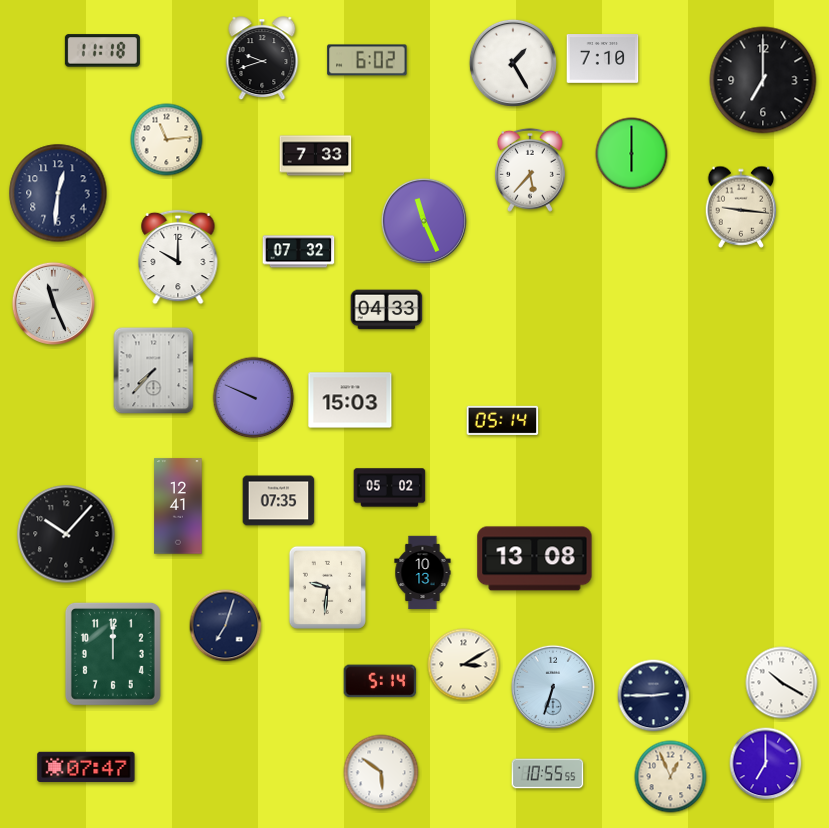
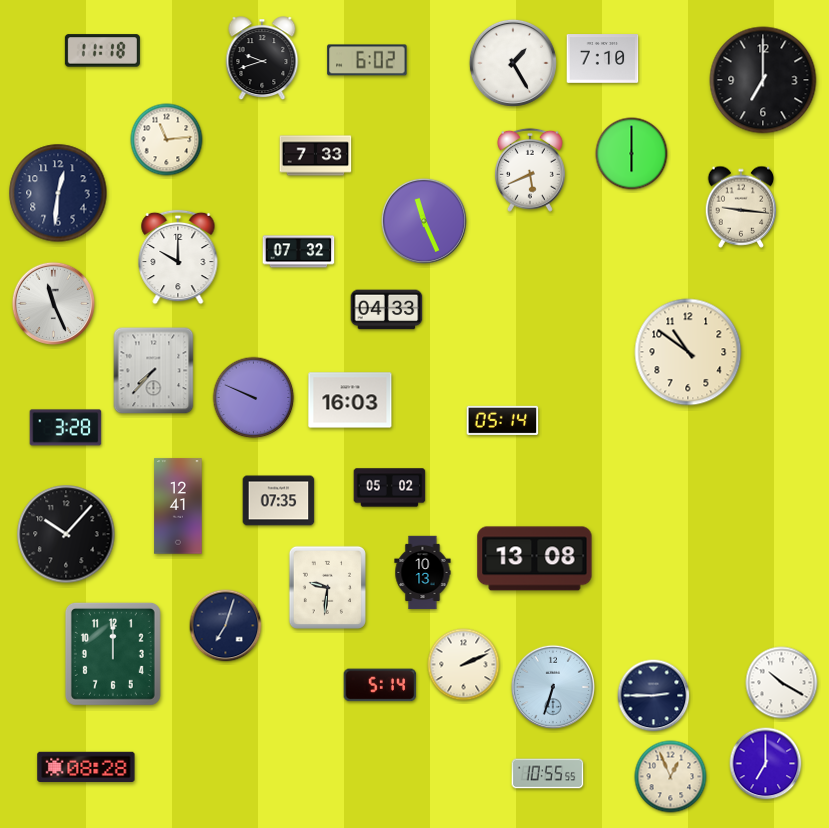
clock at (530, 170): 5:37 -> 5:41
clock at (688, 352): none -> 10:51
clock at (350, 400): 15:03 -> 16:03
clock at (66, 428): none -> 3:28
clock at (464, 665): 3:10 -> 2:11
clock at (380, 681) position: (380, 681) -> (380, 685)
clock at (86, 766): 07:47 -> 08:28
clock at (381, 772): 5:51 -> none
